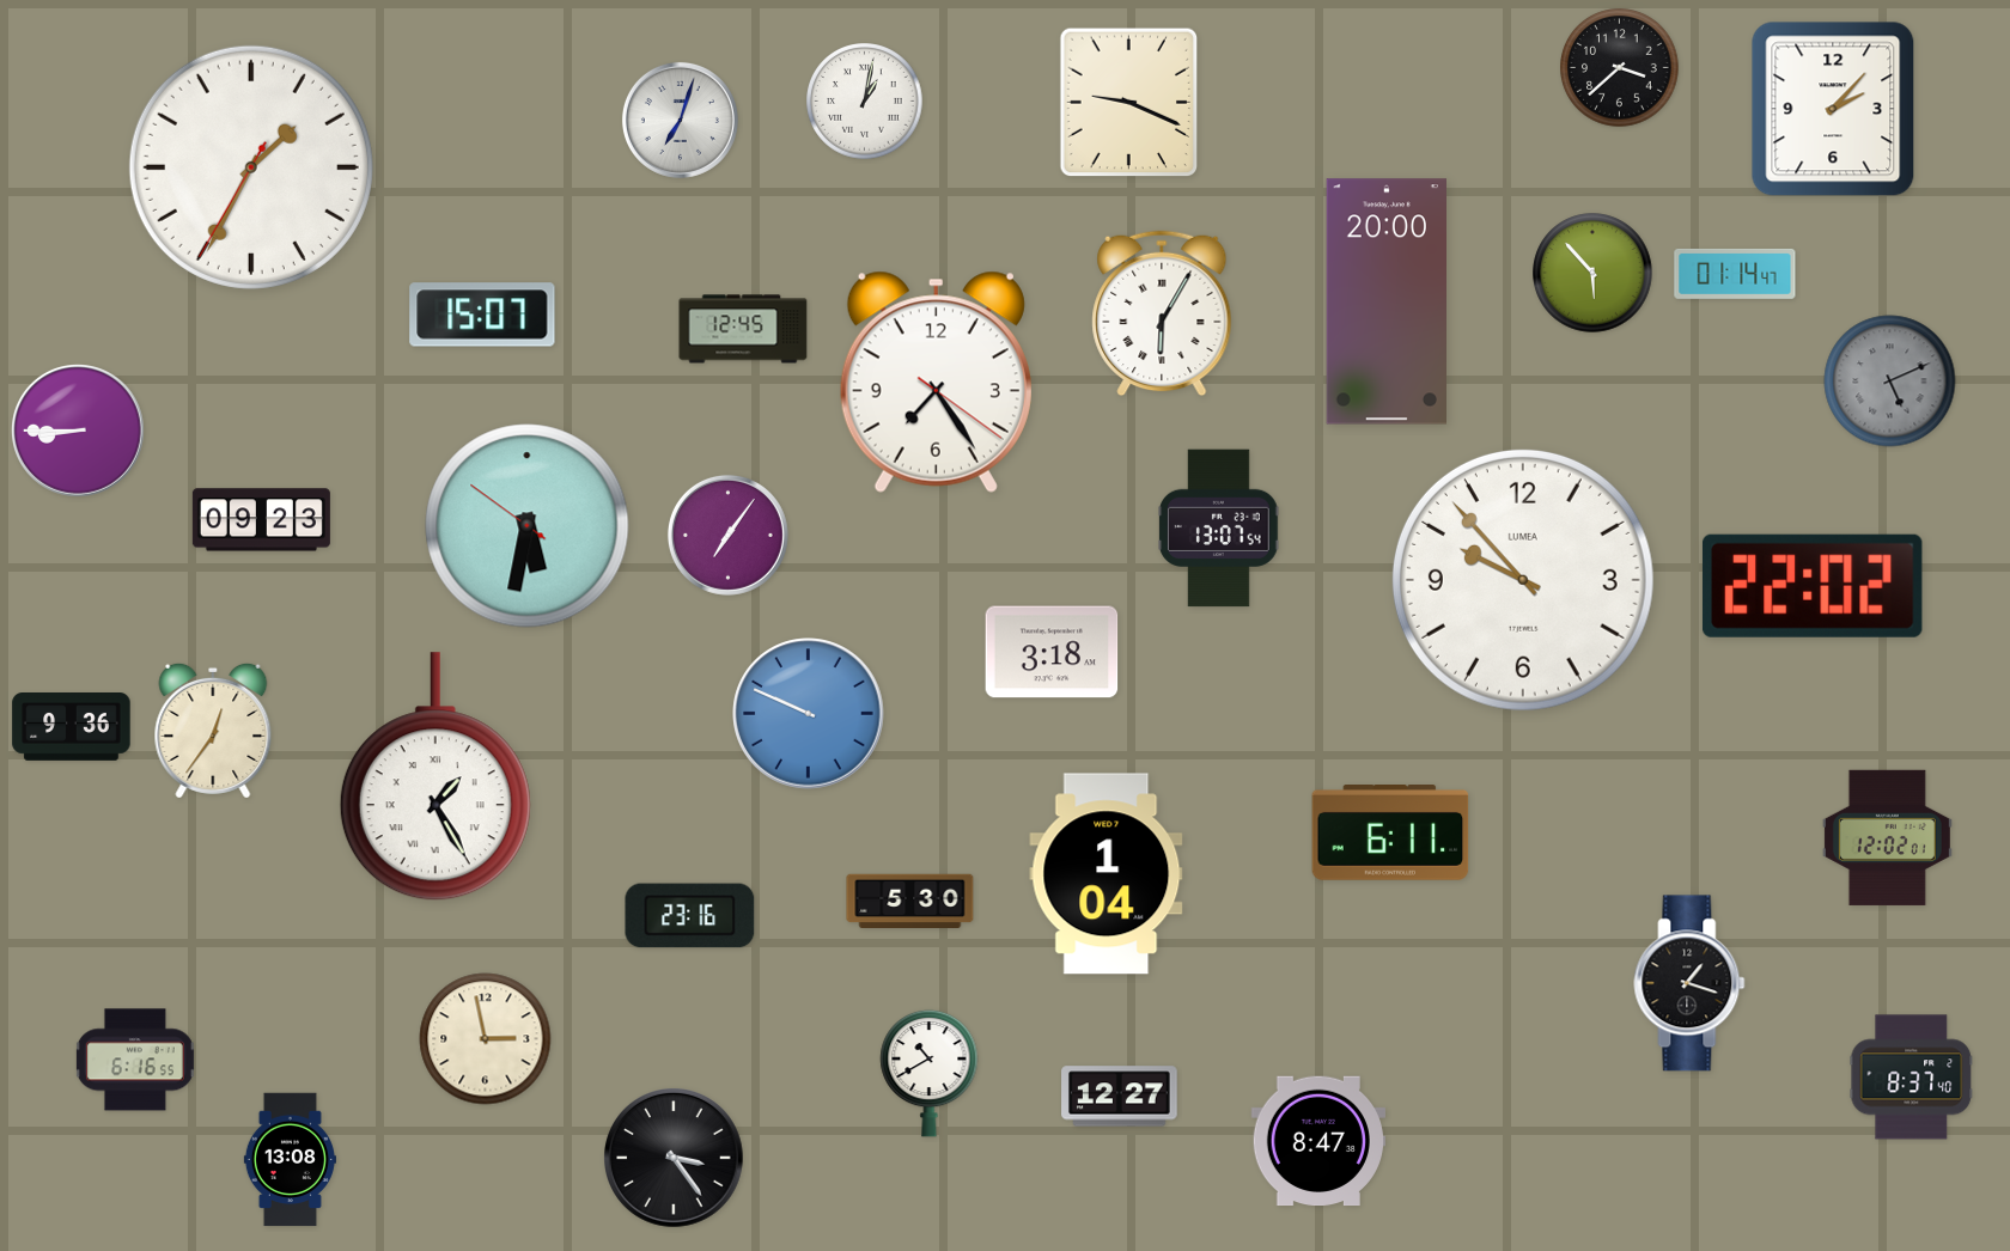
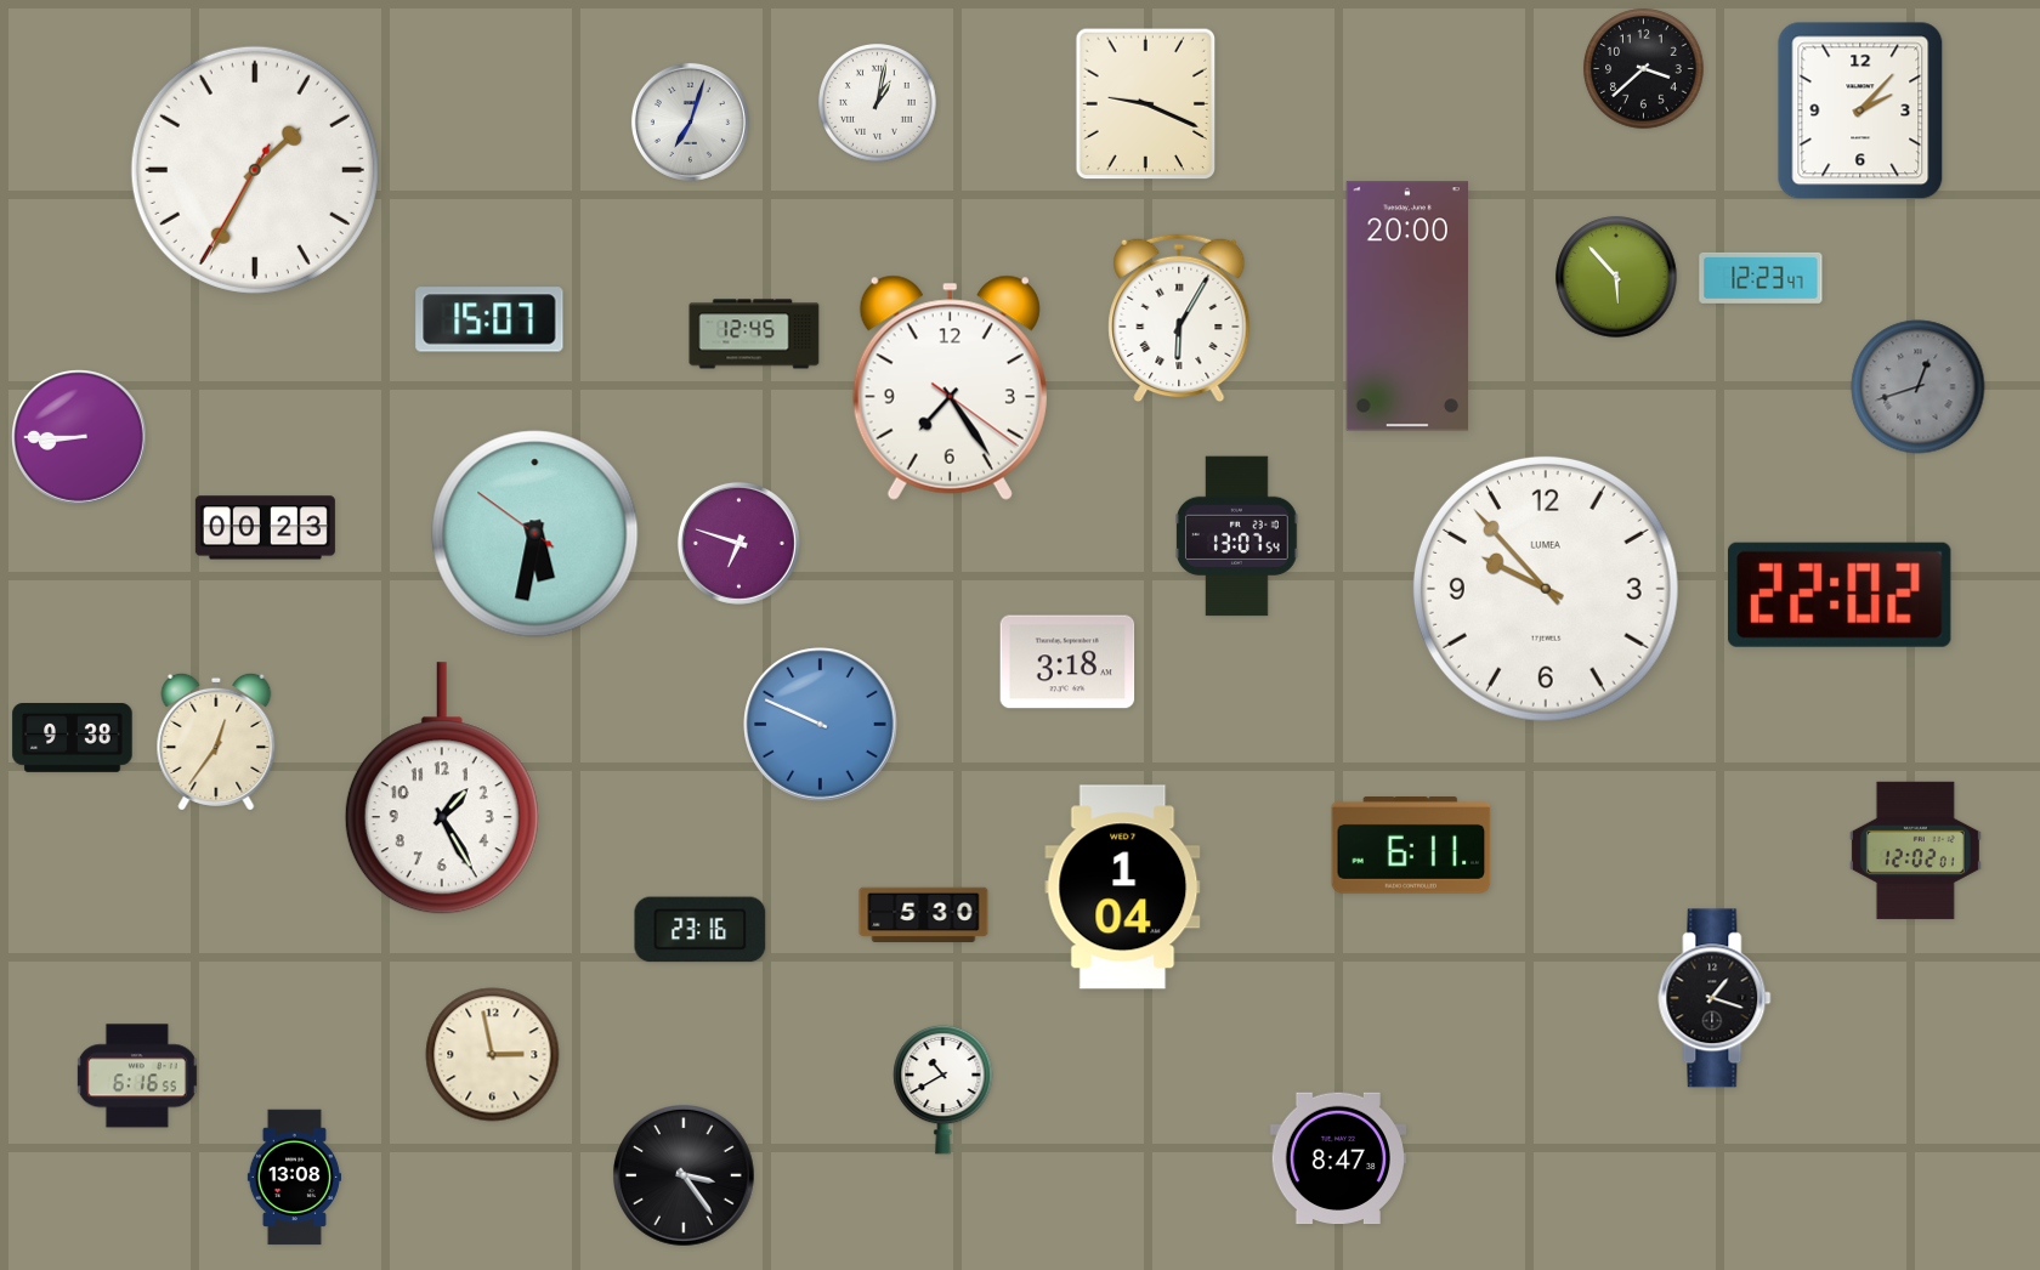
clock at (1735, 274): 01:14 -> 12:23
clock at (1890, 382): 5:11 -> 12:42
clock at (261, 520): 09:23 -> 00:23
clock at (727, 535): 7:06 -> 6:48
clock at (72, 727): 9:36 -> 9:38
clock at (435, 777) numerals: Roman -> Arabic
clock at (1912, 1078): 8:37 -> none
clock at (1120, 1097): 12:27 -> none
